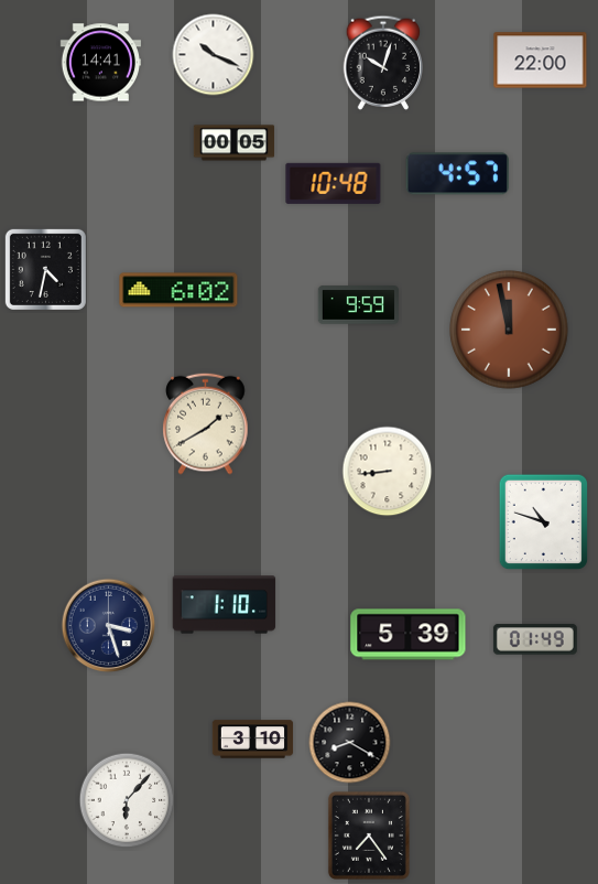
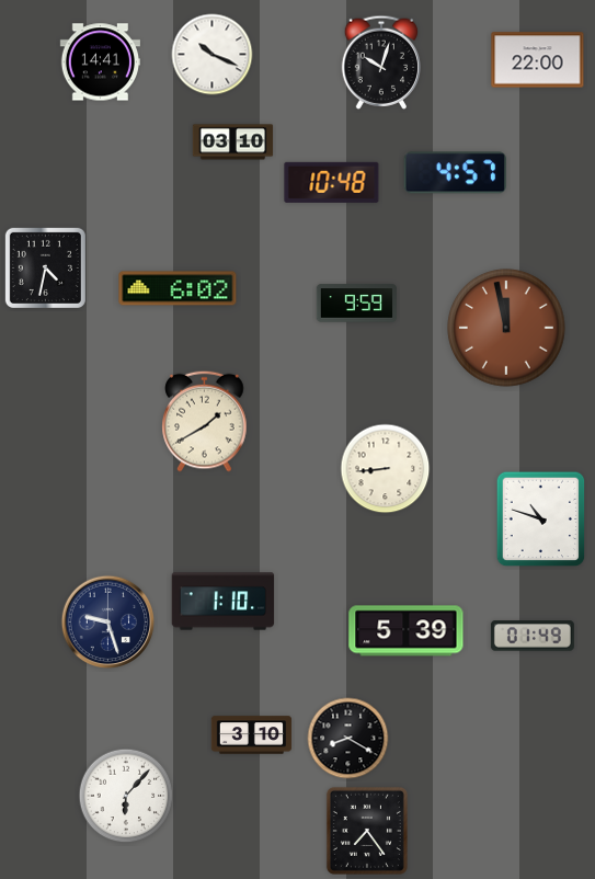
clock at (235, 143): 00:05 -> 03:10
clock at (109, 626): 3:27 -> 9:27
